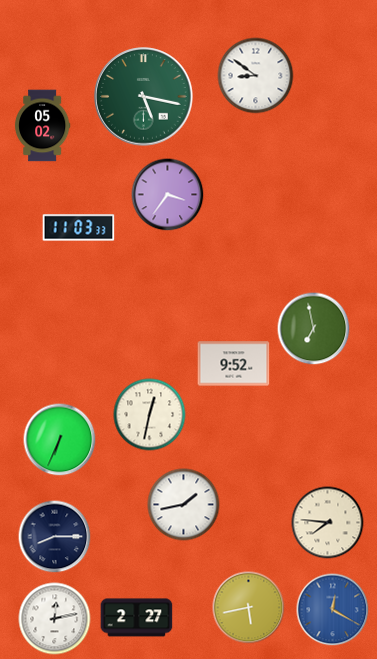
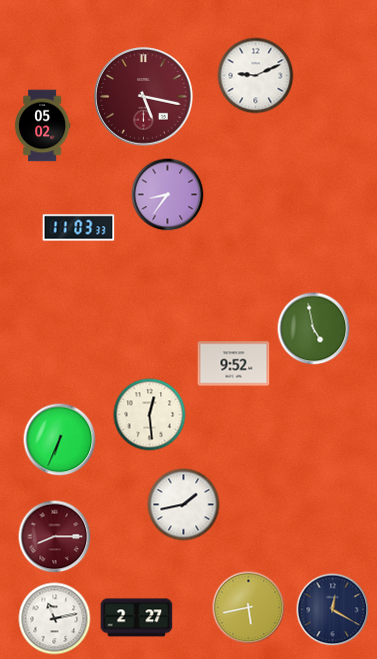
clock at (256, 76): 8:51 -> 9:11
clock at (144, 97) dial: green -> burgundy
clock at (168, 195): 3:36 -> 8:36
clock at (314, 329): 6:58 -> 4:58
clock at (150, 415): 12:32 -> 12:29
clock at (328, 523): 7:46 -> none
clock at (55, 537) dial: navy -> burgundy
clock at (333, 610) dial: blue -> navy
clock at (55, 619): 12:13 -> 11:13
